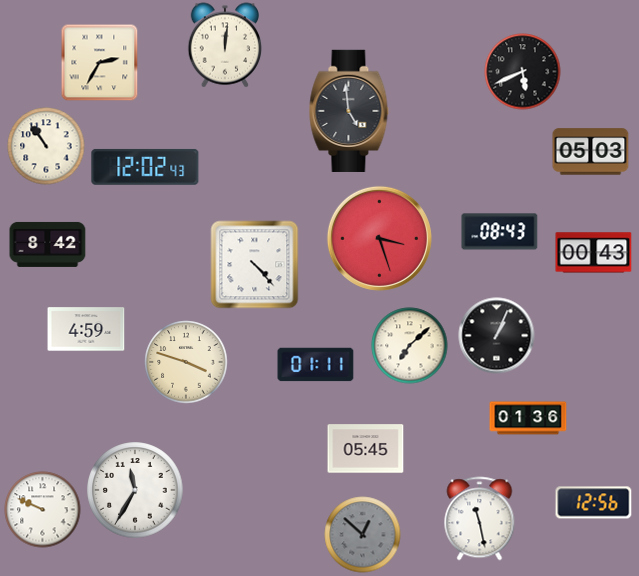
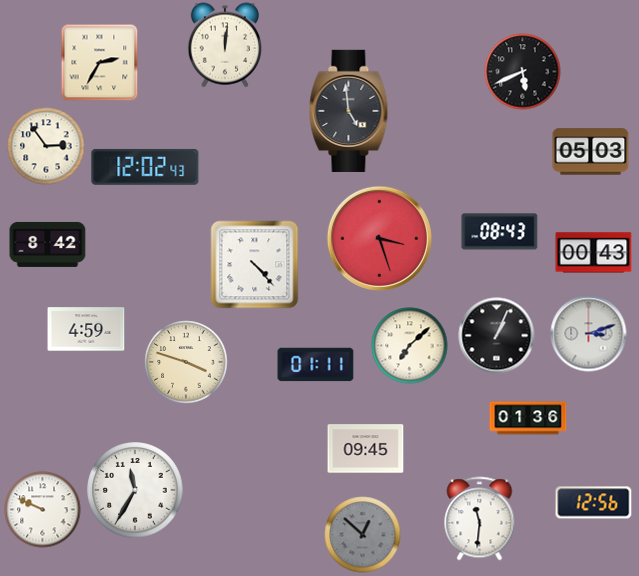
clock at (46, 146): 10:54 -> 2:54
clock at (589, 334): none -> 3:12
clock at (366, 449): 05:45 -> 09:45
clock at (480, 519): 11:28 -> 11:31
